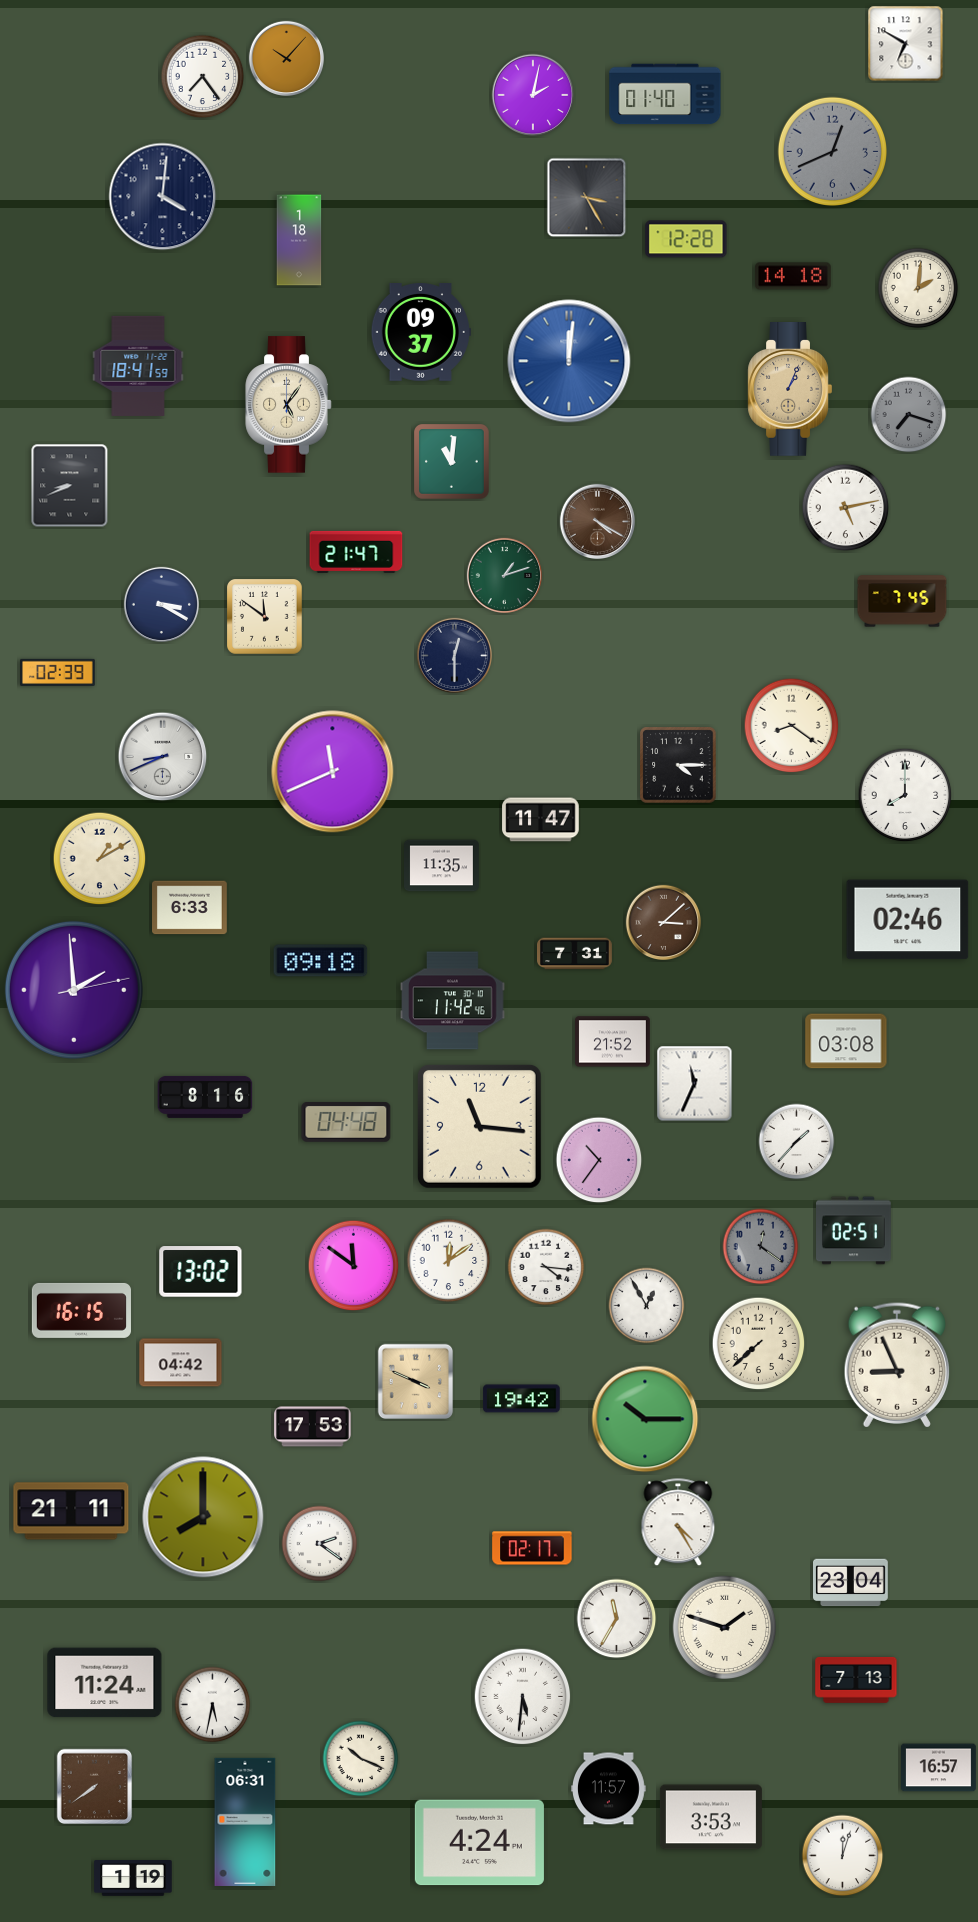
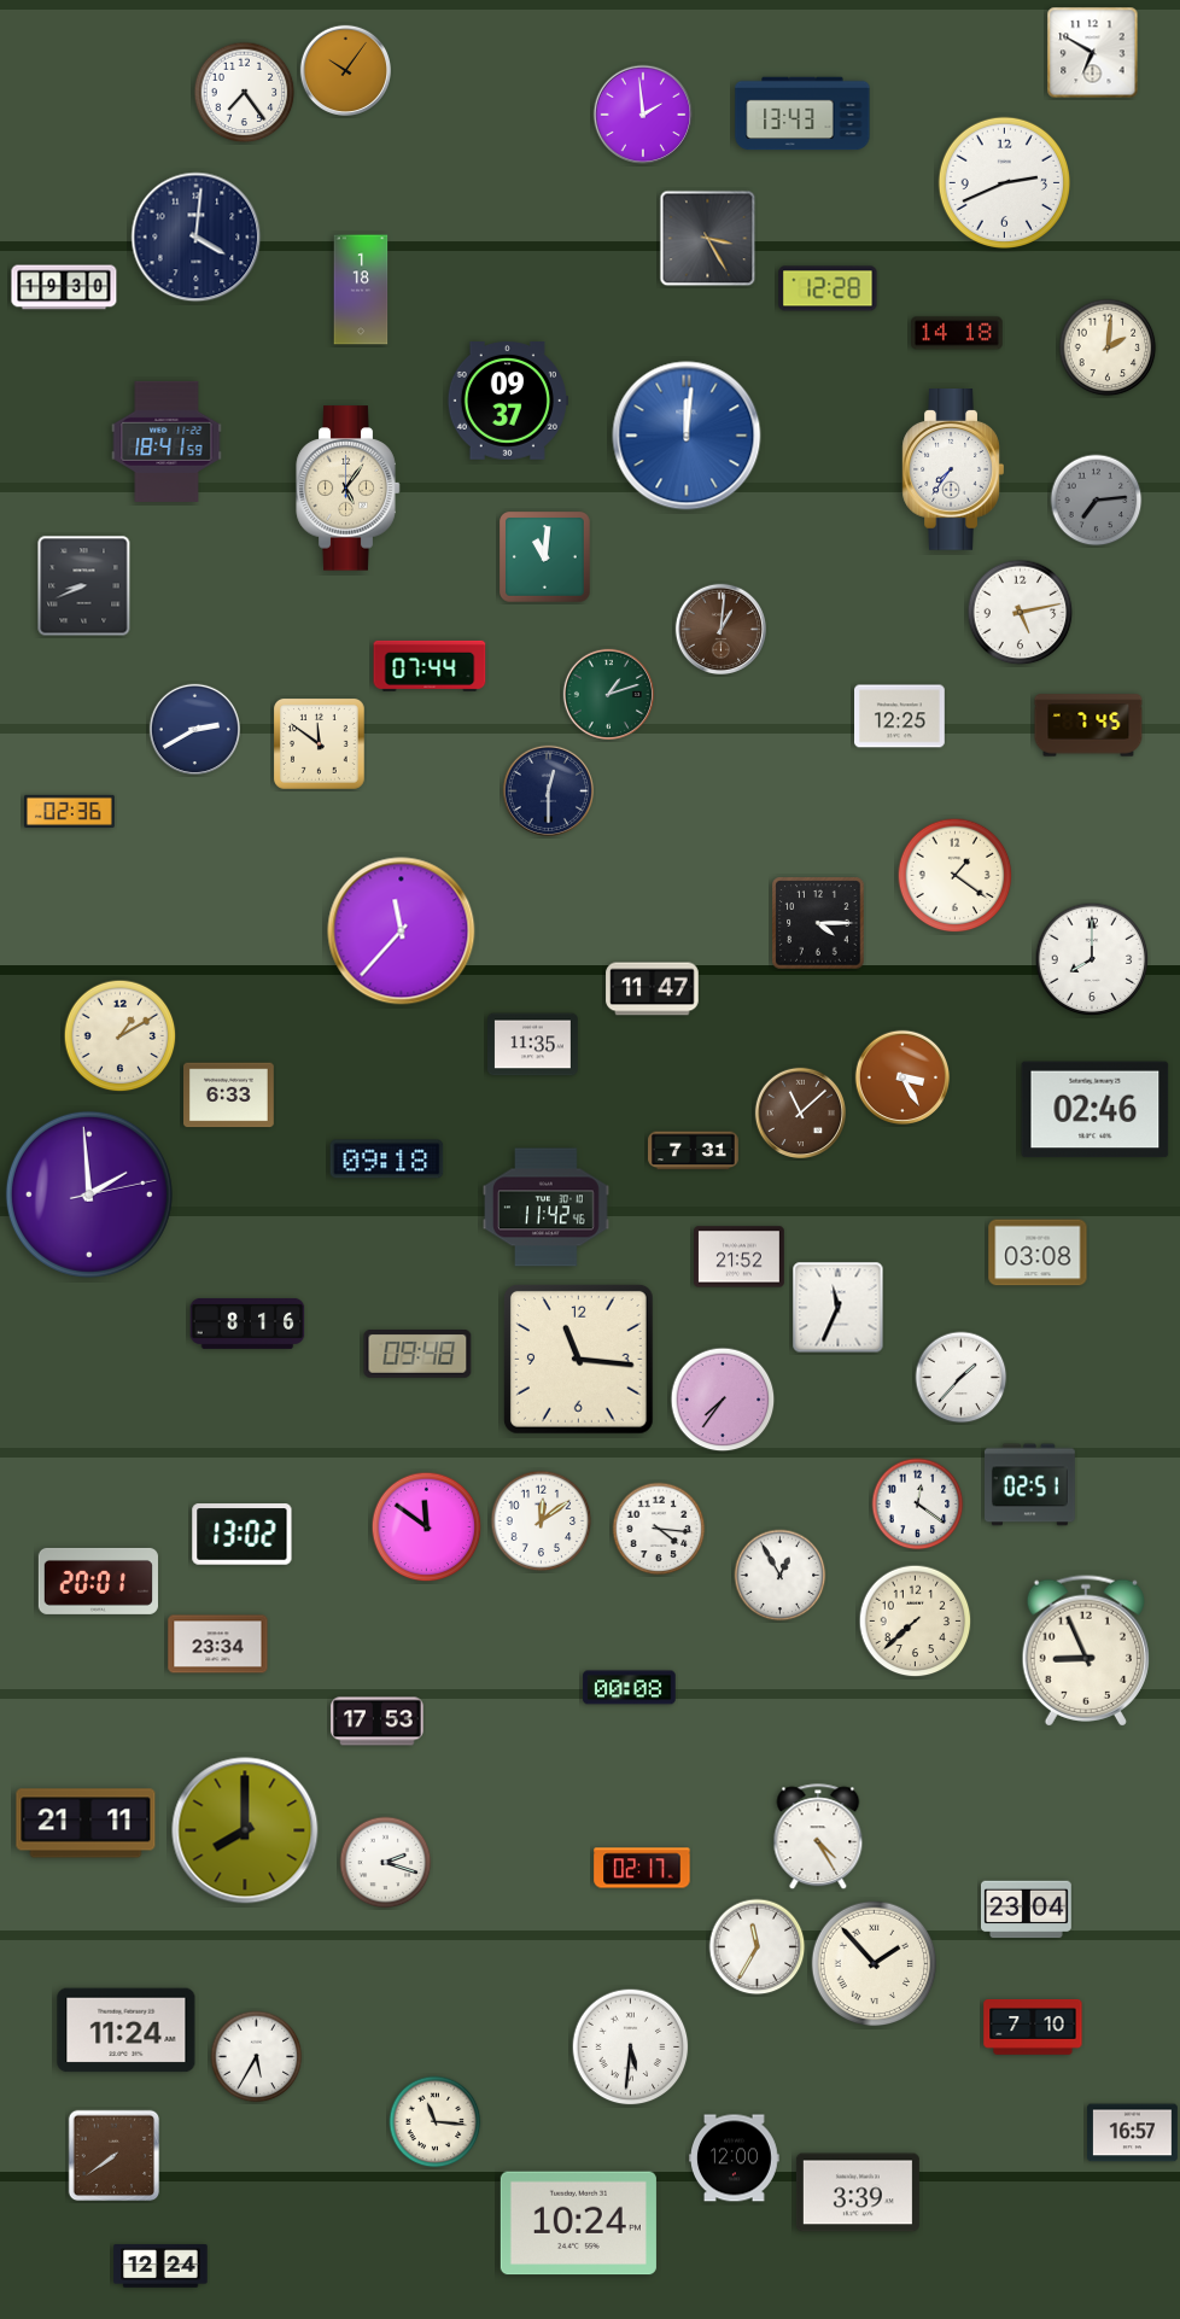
clock at (286, 58): 10:07 -> 10:06
clock at (665, 94): 01:40 -> 13:43
clock at (533, 95): 2:02 -> 1:59
clock at (832, 151): 12:41 -> 2:41
clock at (832, 151) dial: grey -> white
clock at (64, 287): none -> 19:30
clock at (790, 390): 1:04 -> 7:36
clock at (790, 390) dial: champagne -> white
clock at (909, 415): 7:18 -> 7:14
clock at (597, 521): 4:20 -> 1:01
clock at (356, 552): 21:47 -> 07:44
clock at (900, 717): none -> 12:25
clock at (161, 604): 3:20 -> 2:40
clock at (58, 672): 02:39 -> 02:36
clock at (792, 726): 8:21 -> 1:21
clock at (163, 757): 8:41 -> none
clock at (333, 772): 11:41 -> 11:37
clock at (902, 1077): none -> 3:25
clock at (663, 922): 3:08 -> 11:08
clock at (846, 1041) position: (846, 1041) -> (1038, 1252)
clock at (346, 1123): 04:48 -> 09:48
clock at (599, 1160): 10:36 -> 7:36
clock at (761, 1247) dial: grey -> white
clock at (81, 1310): 16:15 -> 20:01
clock at (181, 1363): 04:42 -> 23:34
clock at (896, 1365) position: (896, 1365) -> (1085, 1651)
clock at (416, 1382): 3:49 -> none
clock at (522, 1399): 19:42 -> 00:08
clock at (645, 1419): 10:15 -> none
clock at (320, 1544): 2:21 -> 2:18
clock at (617, 1619) position: (617, 1619) -> (758, 1947)
clock at (725, 1628): 1:48 -> 1:53
clock at (856, 1680): 7:13 -> 7:10
clock at (213, 1705): 5:32 -> 5:35
clock at (361, 1759): 10:19 -> 11:16
clock at (609, 1789): 11:57 -> 12:00
clock at (711, 1817): 3:53 -> 3:39
clock at (245, 1822): 06:31 -> none
clock at (479, 1843): 4:24 -> 10:24
clock at (843, 1856): 12:03 -> none
clock at (133, 1878): 1:19 -> 12:24
